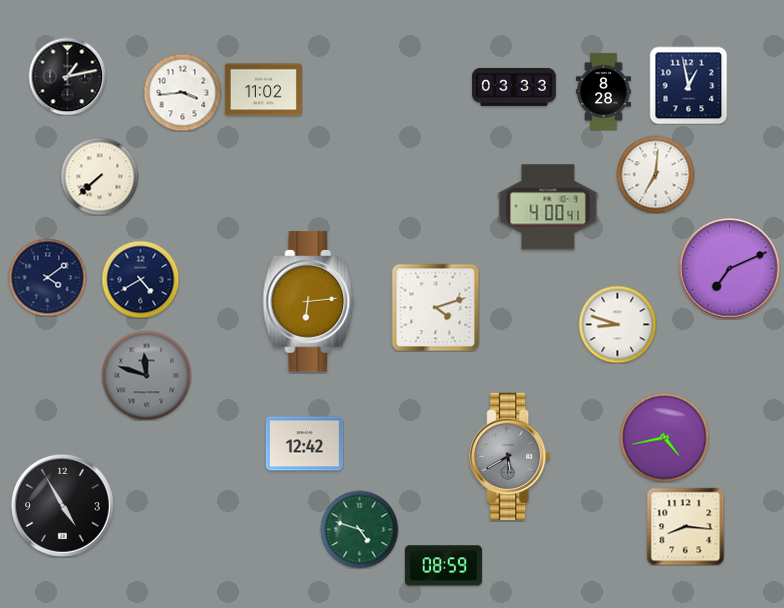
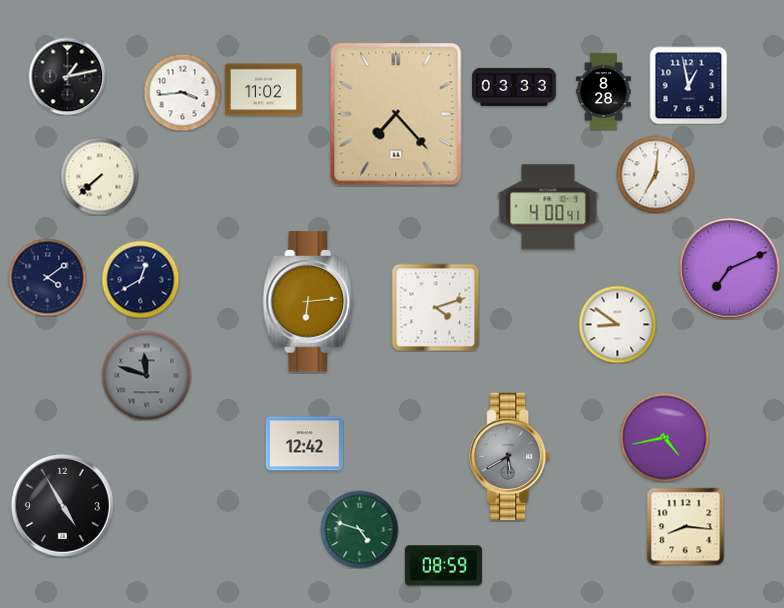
clock at (396, 114): none -> 7:23
clock at (140, 279): 4:40 -> 12:40
clock at (617, 324): 8:48 -> 8:51
